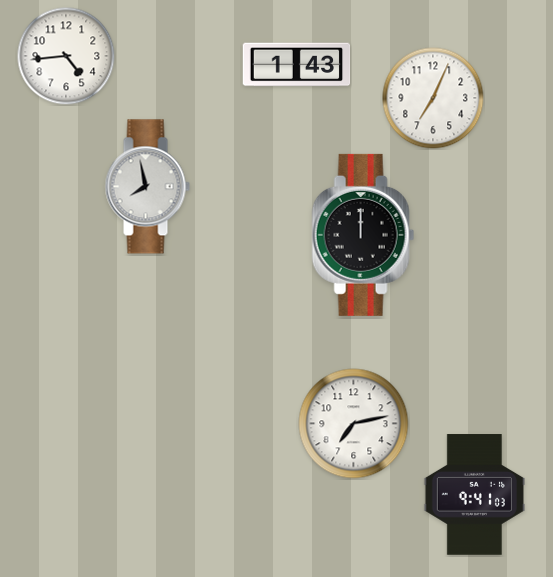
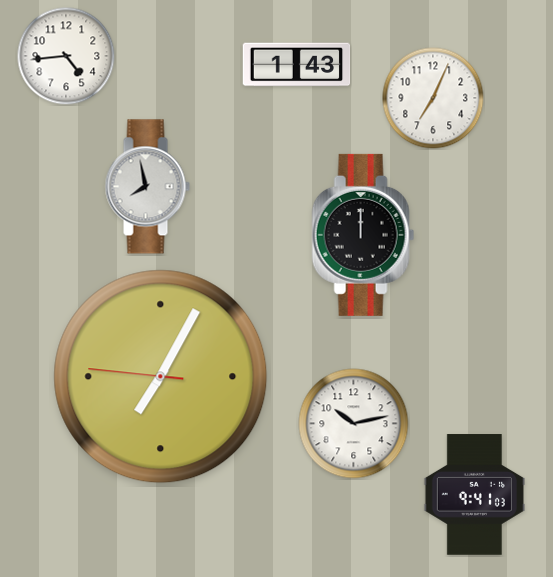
clock at (161, 377): none -> 7:04
clock at (354, 424): 7:13 -> 10:13
